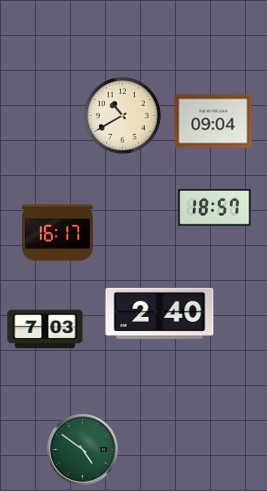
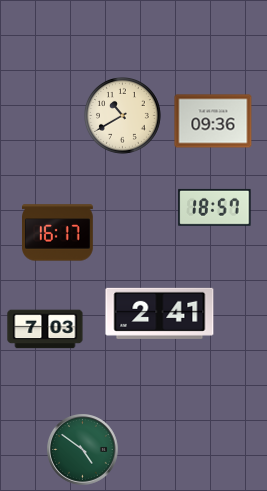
clock at (213, 121): 09:04 -> 09:36
clock at (160, 313): 2:40 -> 2:41
